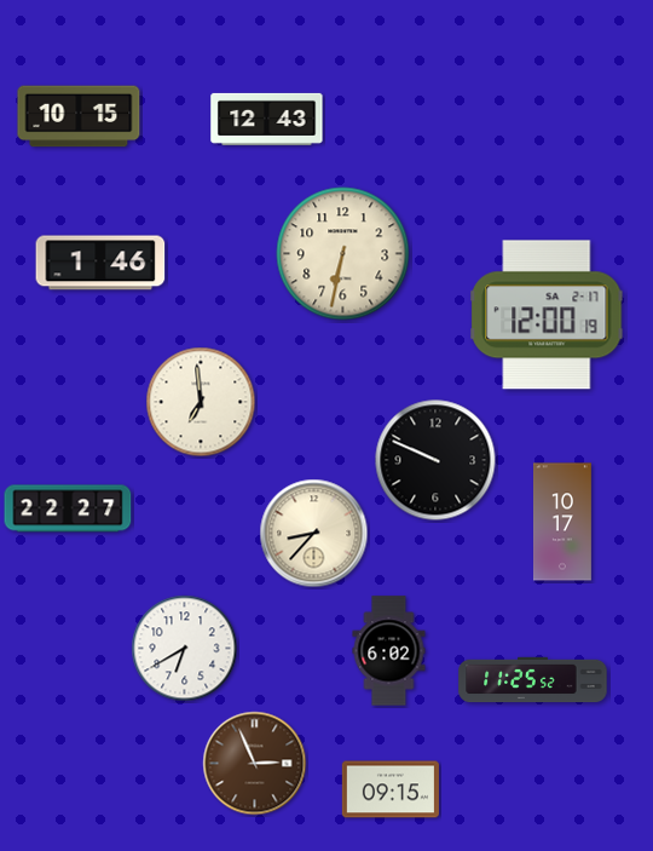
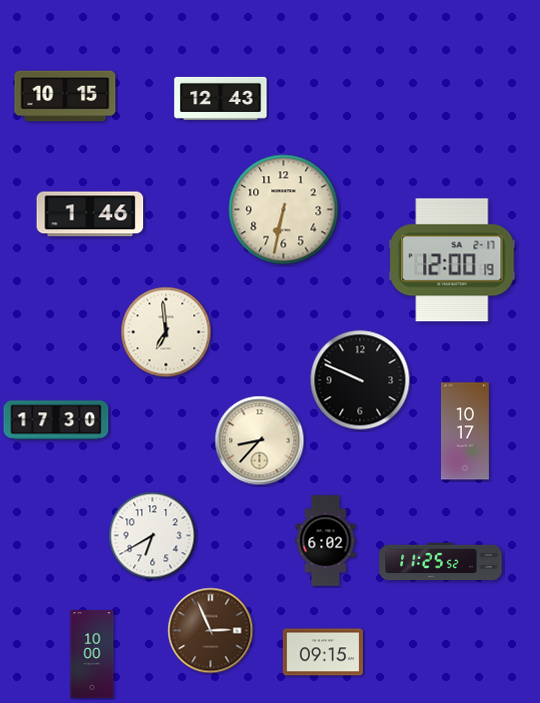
clock at (100, 263) position: (100, 263) -> (90, 214)
clock at (68, 508): 22:27 -> 17:30
clock at (389, 651) position: (389, 651) -> (326, 541)
clock at (92, 654): none -> 10:00
